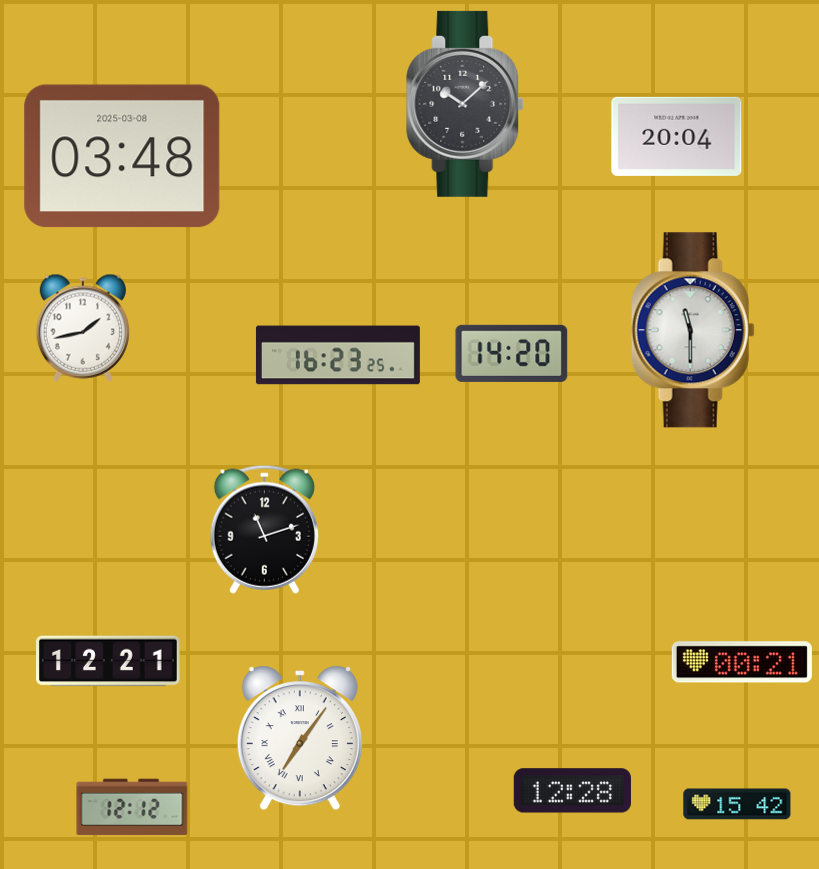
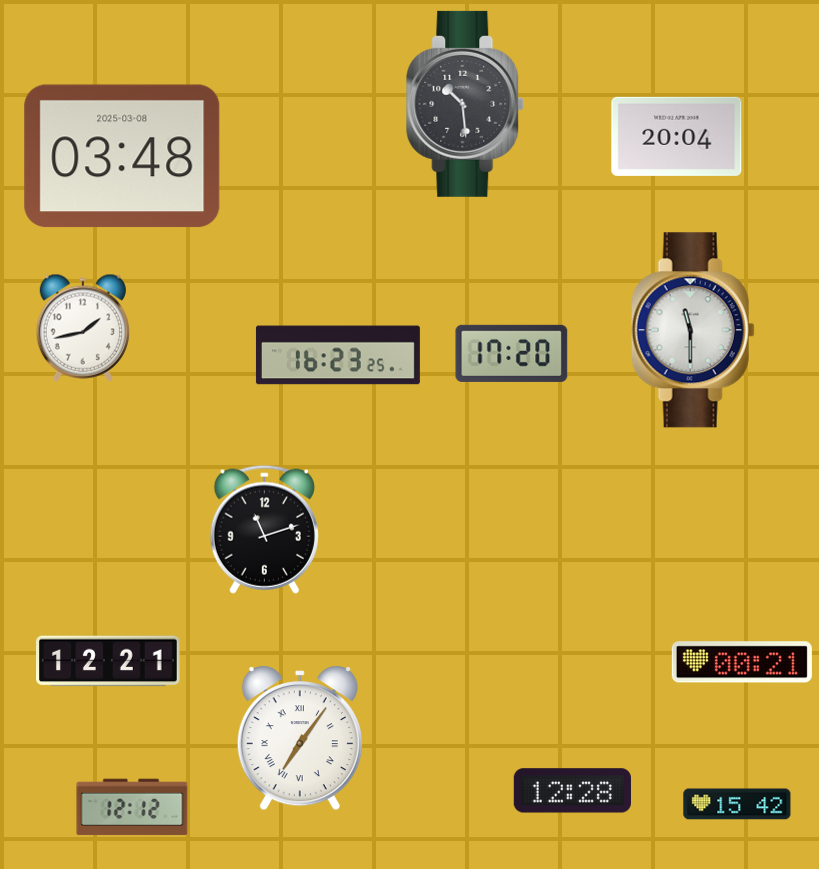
clock at (466, 104): 10:08 -> 10:29
clock at (512, 353): 14:20 -> 17:20
